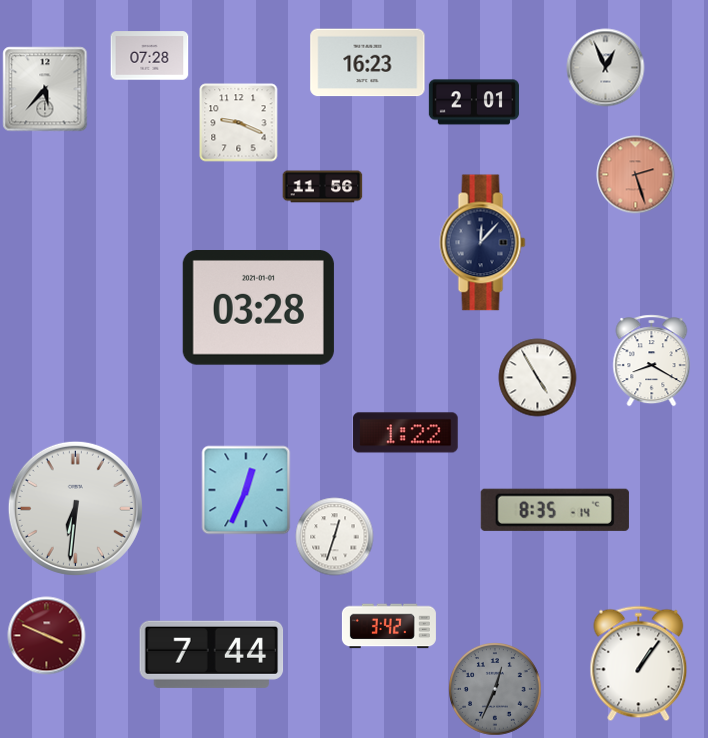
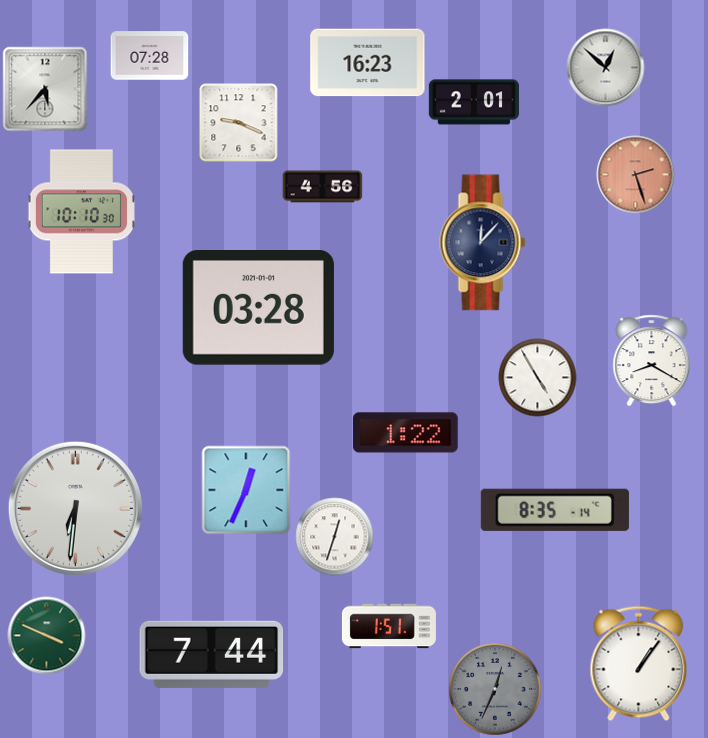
clock at (605, 67): 12:56 -> 12:52
clock at (322, 187): 11:56 -> 4:56
clock at (81, 212): none -> 10:10
clock at (389, 626): 3:42 -> 1:51
clock at (46, 635) dial: burgundy -> green
